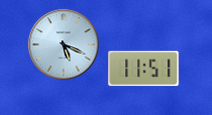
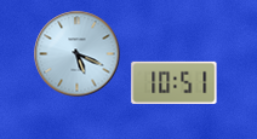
clock at (144, 68): 11:51 -> 10:51
